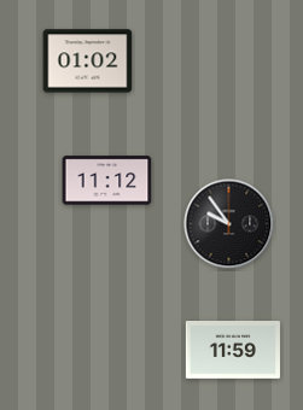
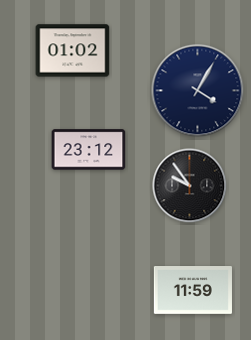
clock at (198, 91): none -> 4:05
clock at (107, 181): 11:12 -> 23:12
